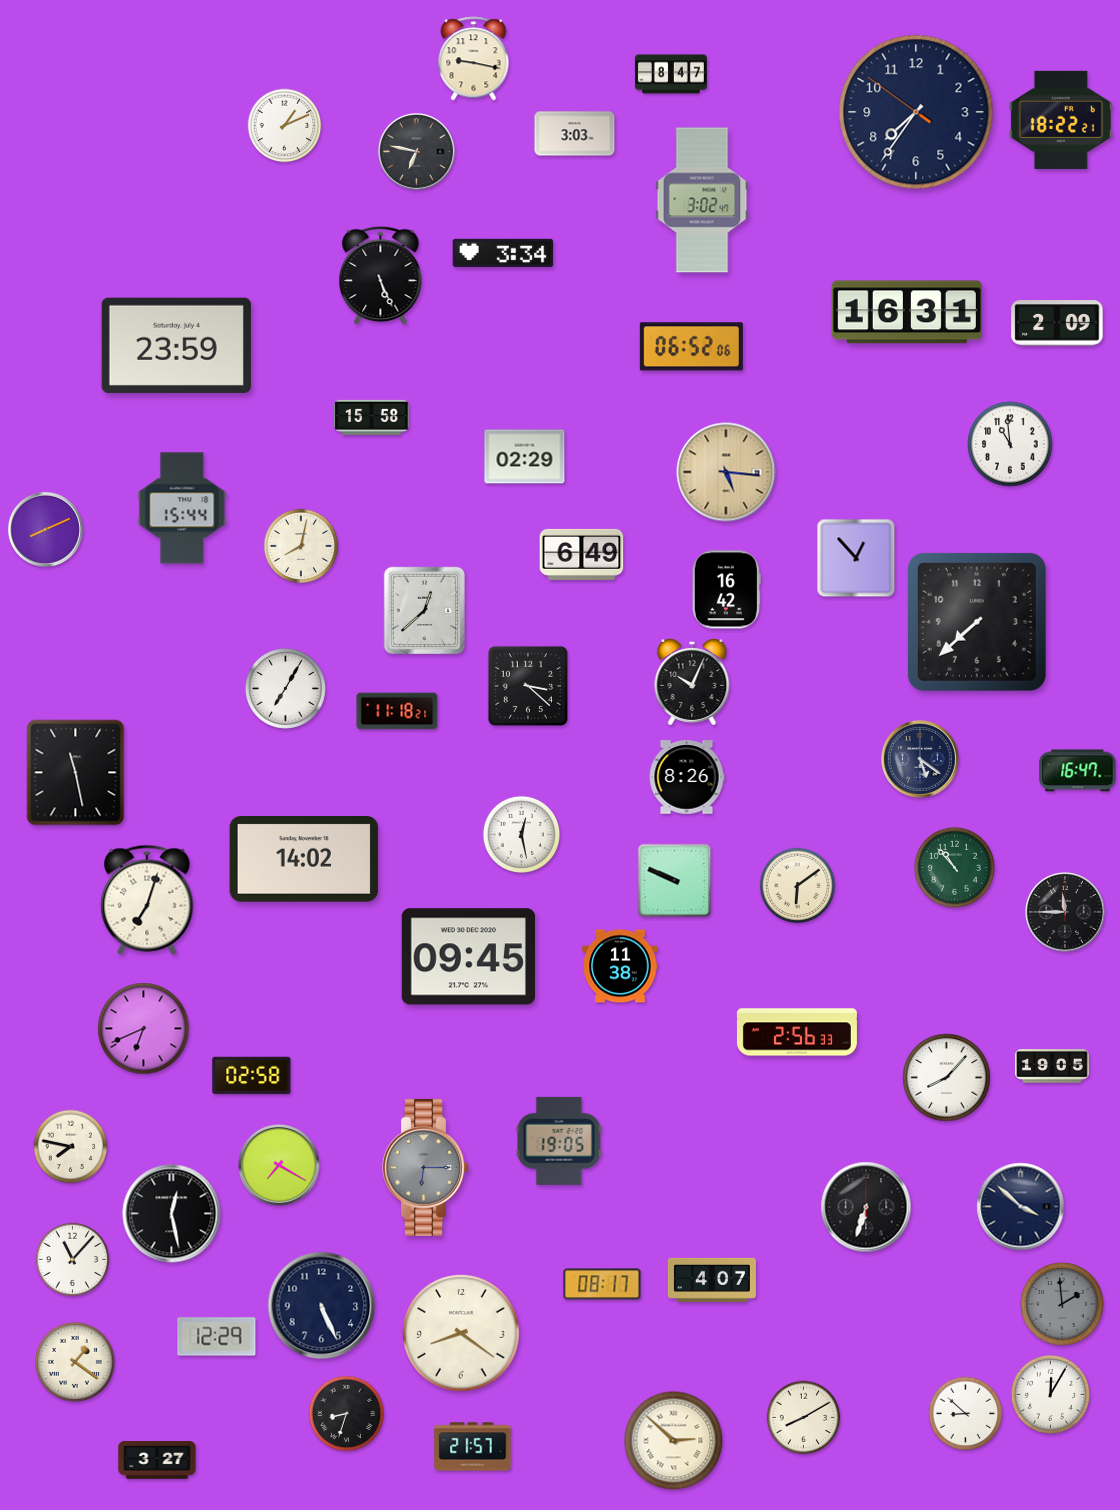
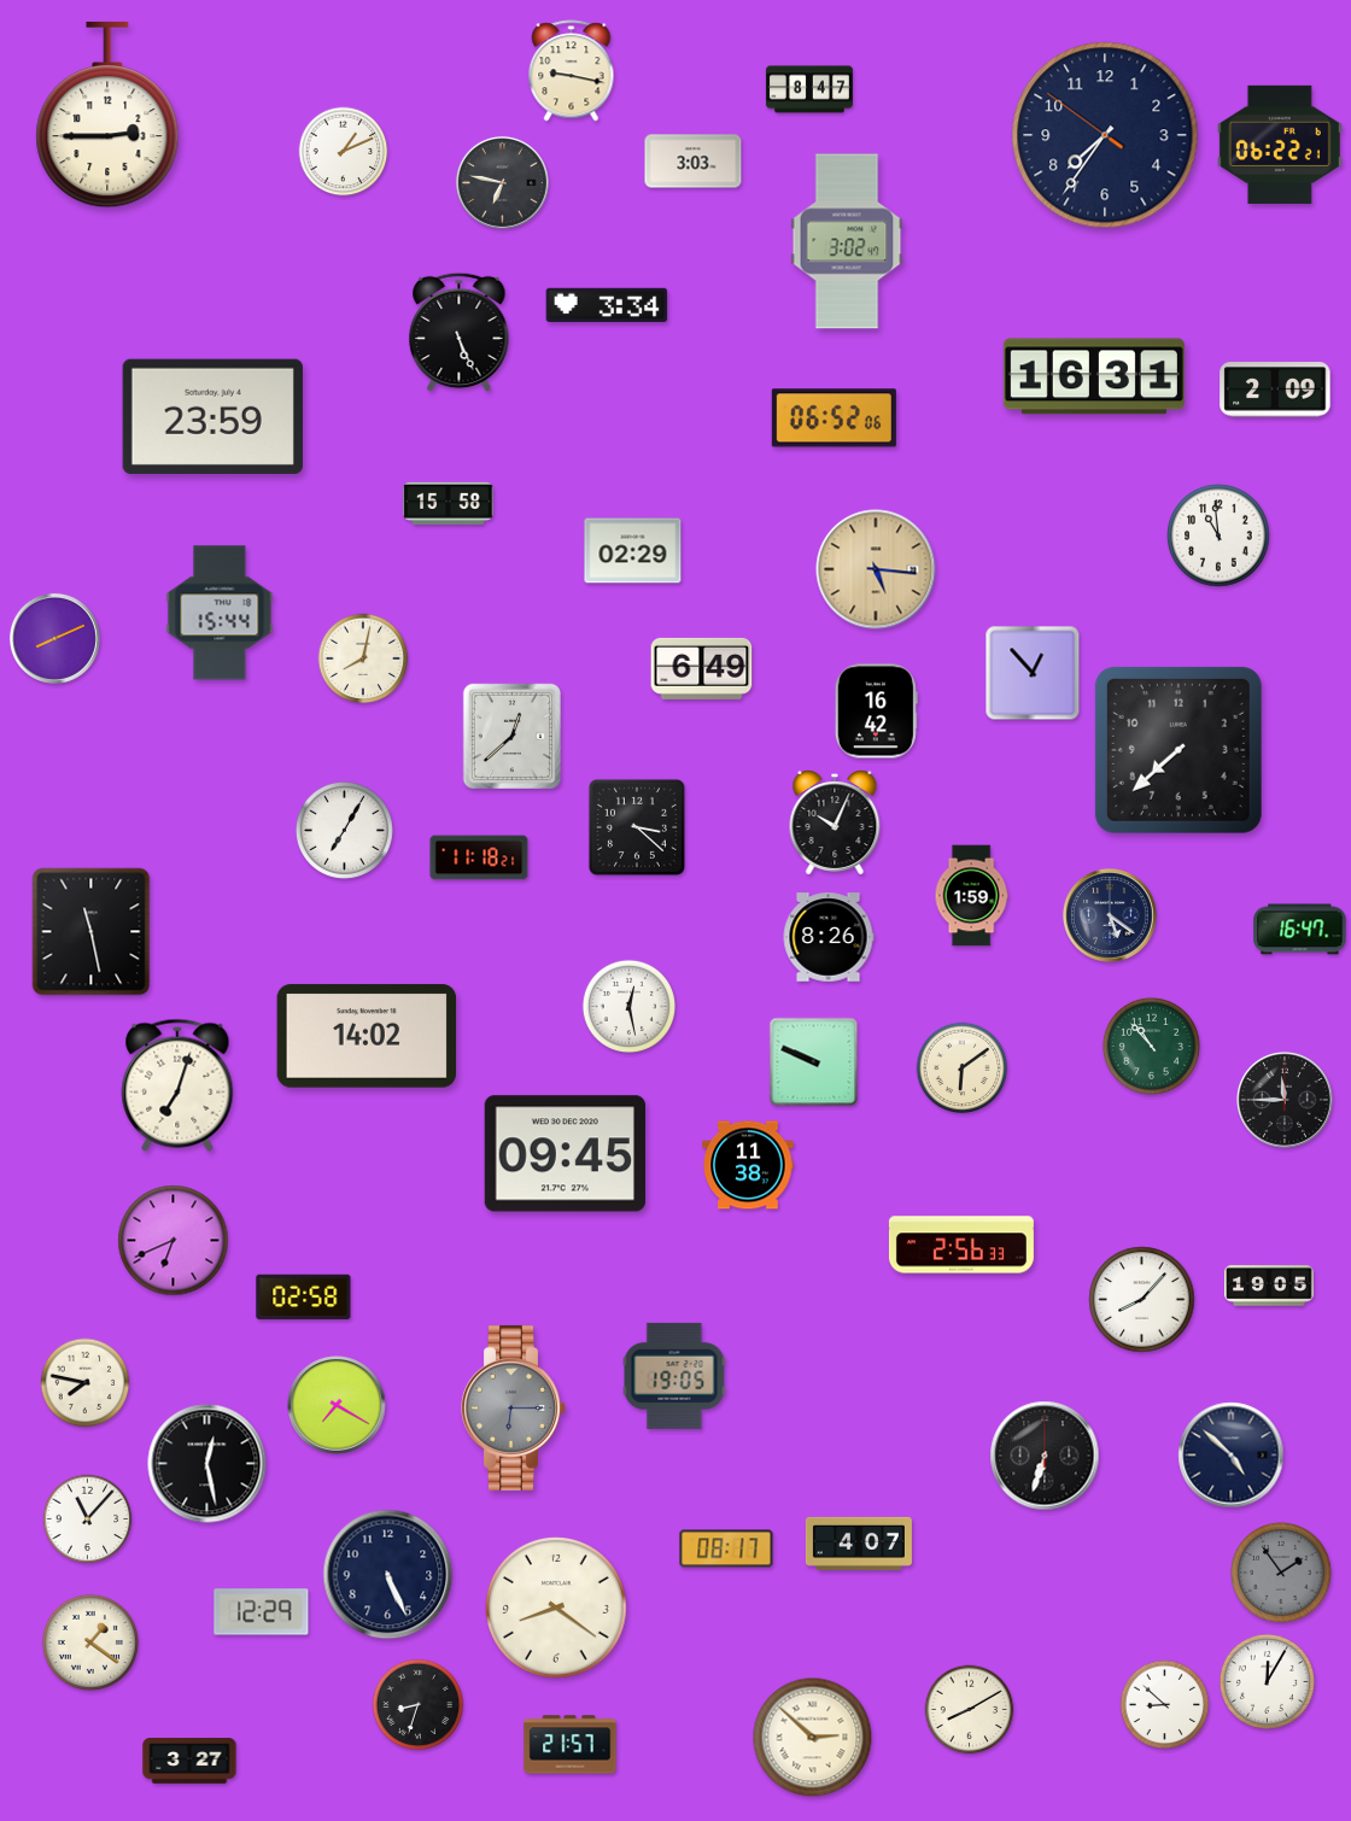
clock at (107, 115): none -> 2:45
clock at (1061, 120): 18:22 -> 06:22
clock at (971, 896): none -> 1:59
clock at (1021, 1207): 3:52 -> 4:52
clock at (1062, 1304): 1:59 -> 1:54
